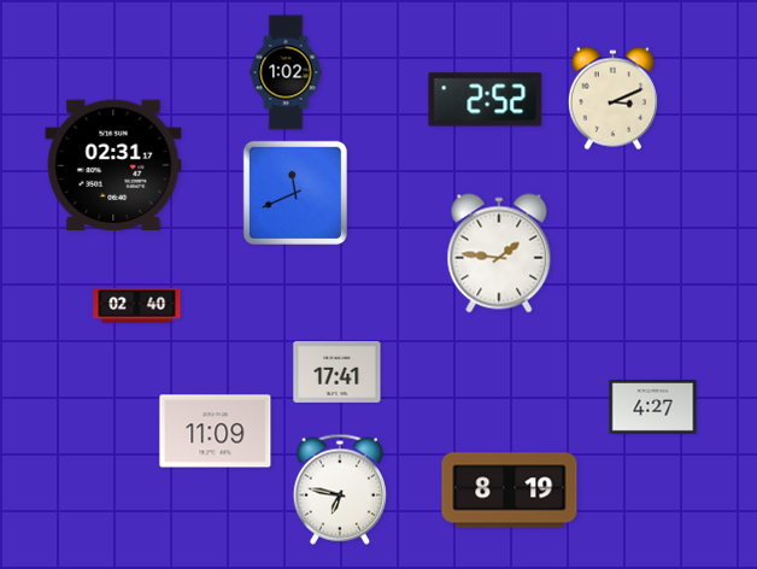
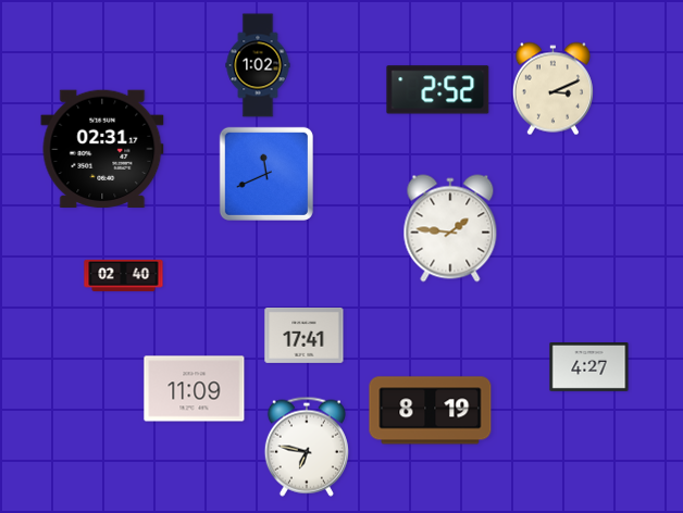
clock at (340, 489) position: (340, 489) -> (307, 447)
clock at (510, 491) position: (510, 491) -> (431, 411)
